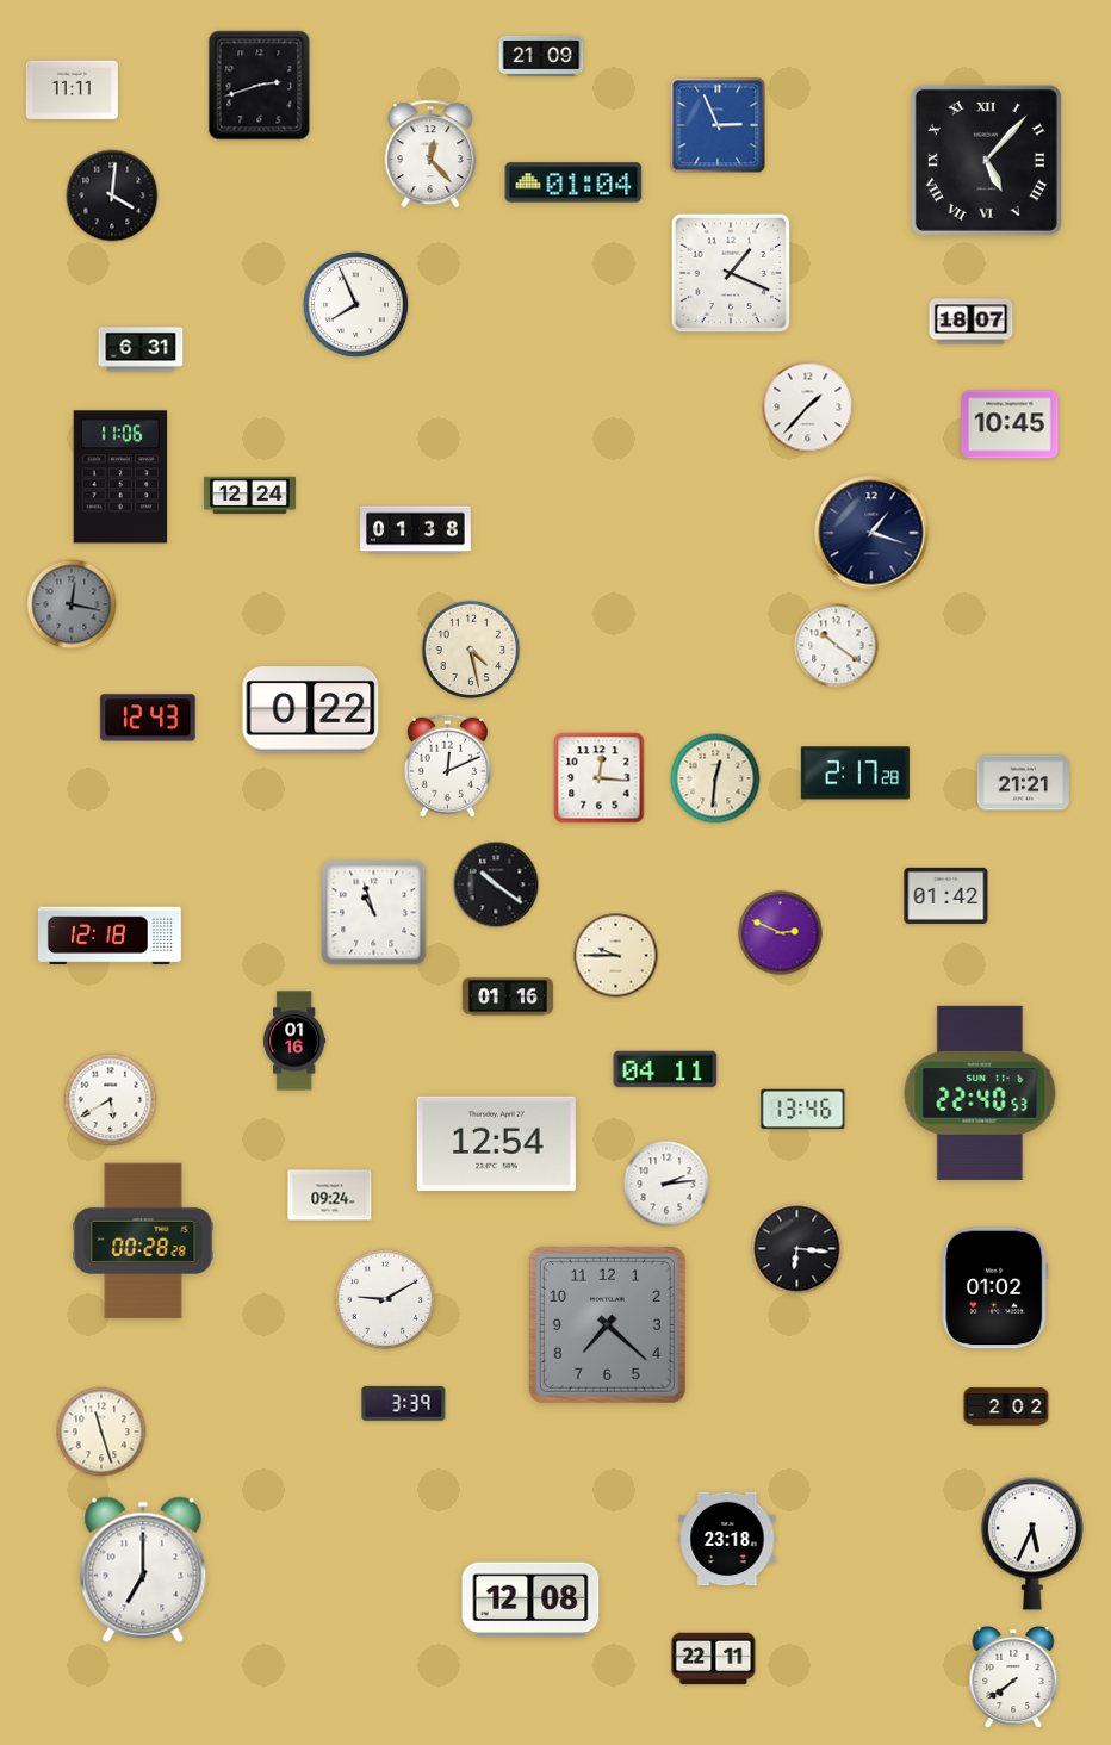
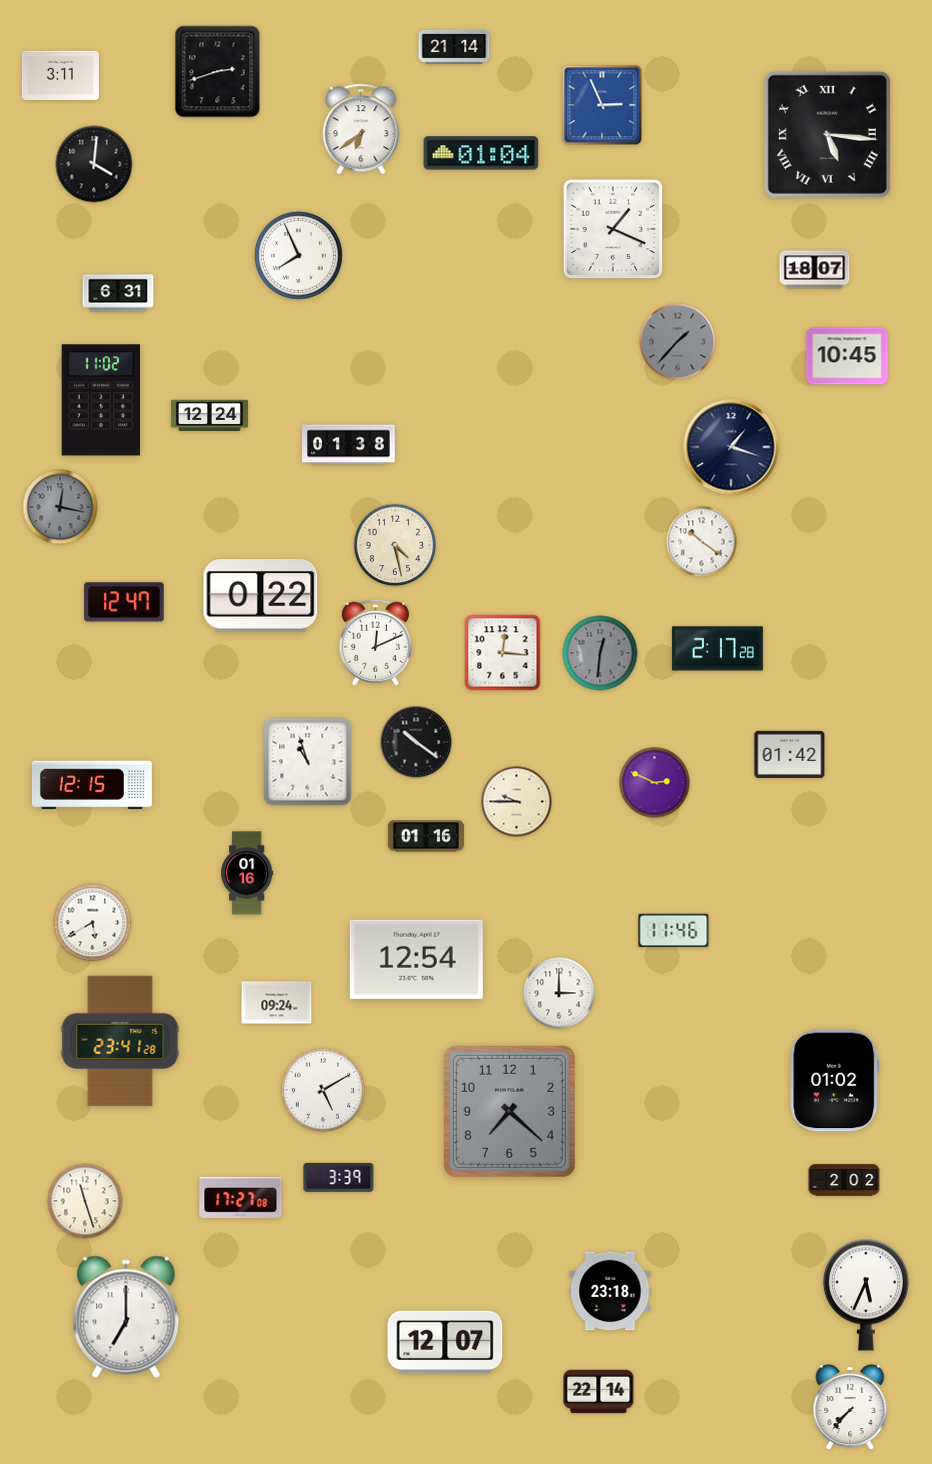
clock at (541, 56): 21:09 -> 21:14
clock at (72, 91): 11:11 -> 3:11
clock at (430, 154): 12:23 -> 6:39
clock at (986, 160): 5:07 -> 5:16
clock at (808, 408) dial: white -> grey
clock at (120, 477): 11:06 -> 11:02
clock at (148, 718): 12:43 -> 12:47
clock at (715, 778) dial: cream -> grey
clock at (1023, 783): 21:21 -> none
clock at (946, 895) position: (946, 895) -> (790, 754)
clock at (374, 913) position: (374, 913) -> (308, 762)
clock at (110, 936): 12:18 -> 12:15
clock at (665, 1069): 04:11 -> none
clock at (980, 1093): 22:40 -> none
clock at (803, 1110): 13:46 -> 11:46
clock at (666, 1184): 2:14 -> 3:00
clock at (143, 1241): 00:28 -> 23:41
clock at (797, 1249): 6:16 -> none
clock at (385, 1299): 9:10 -> 5:10
clock at (241, 1197): none -> 17:27
clock at (143, 1570) position: (143, 1570) -> (126, 1317)
clock at (530, 1600): 12:08 -> 12:07
clock at (714, 1659): 22:11 -> 22:14
clock at (1013, 1677): 7:39 -> 7:37
